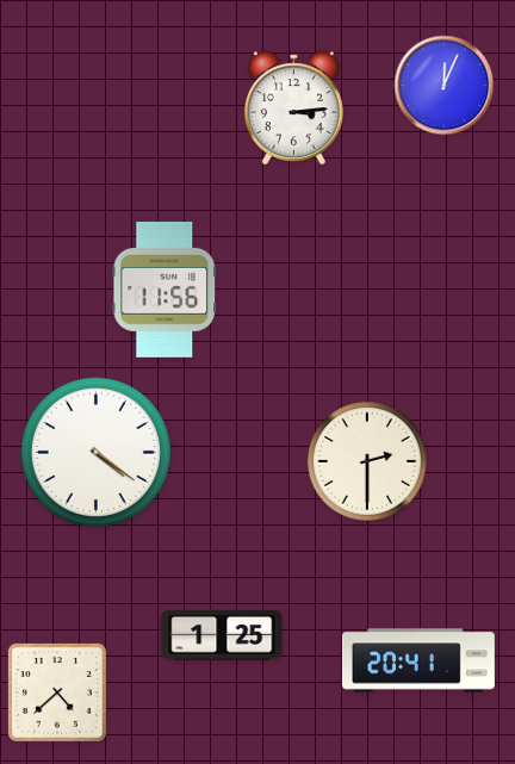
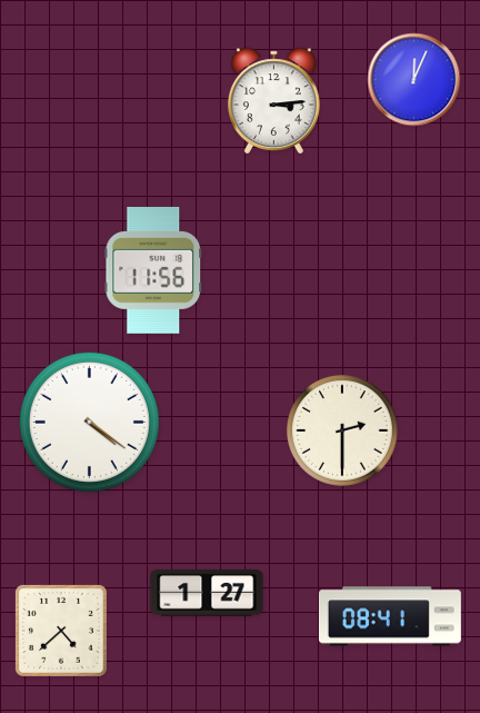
clock at (222, 635): 1:25 -> 1:27
clock at (418, 660): 20:41 -> 08:41
clock at (57, 692) position: (57, 692) -> (61, 631)
